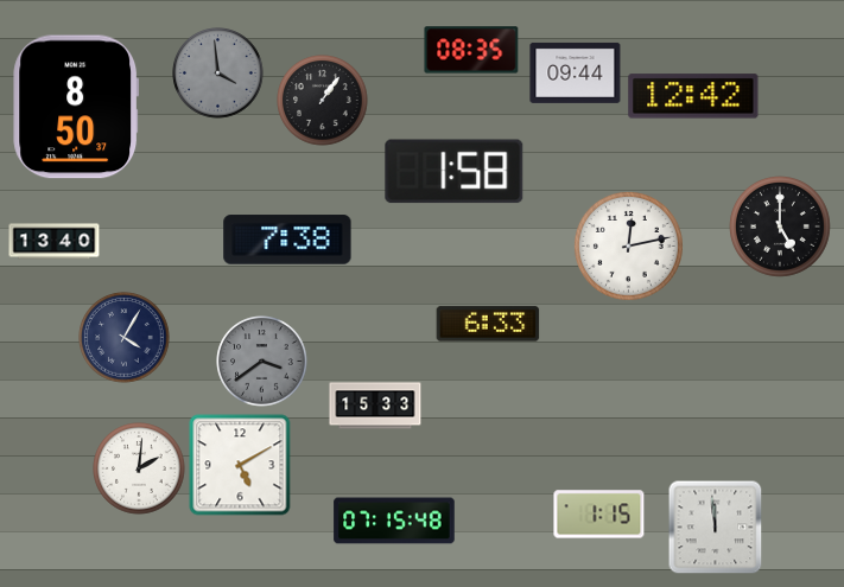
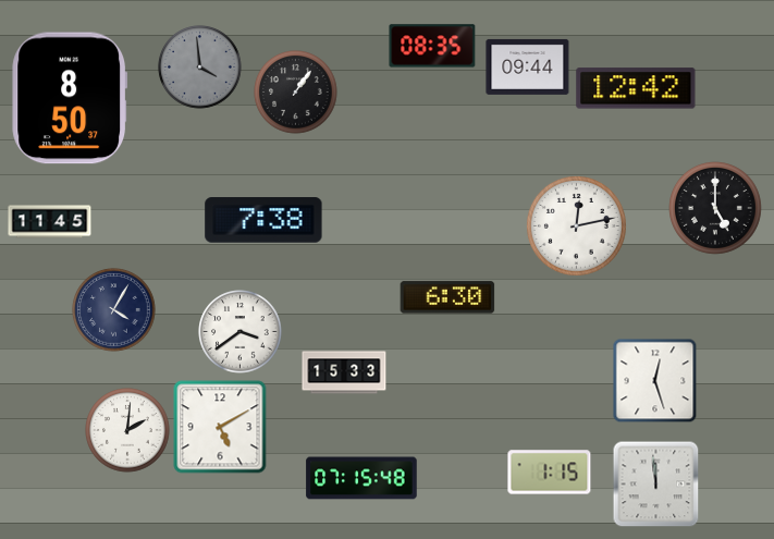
clock at (455, 172): 1:58 -> none
clock at (55, 242): 13:40 -> 11:45
clock at (488, 324): 6:33 -> 6:30
clock at (262, 362) dial: grey -> white
clock at (654, 380): none -> 12:27
